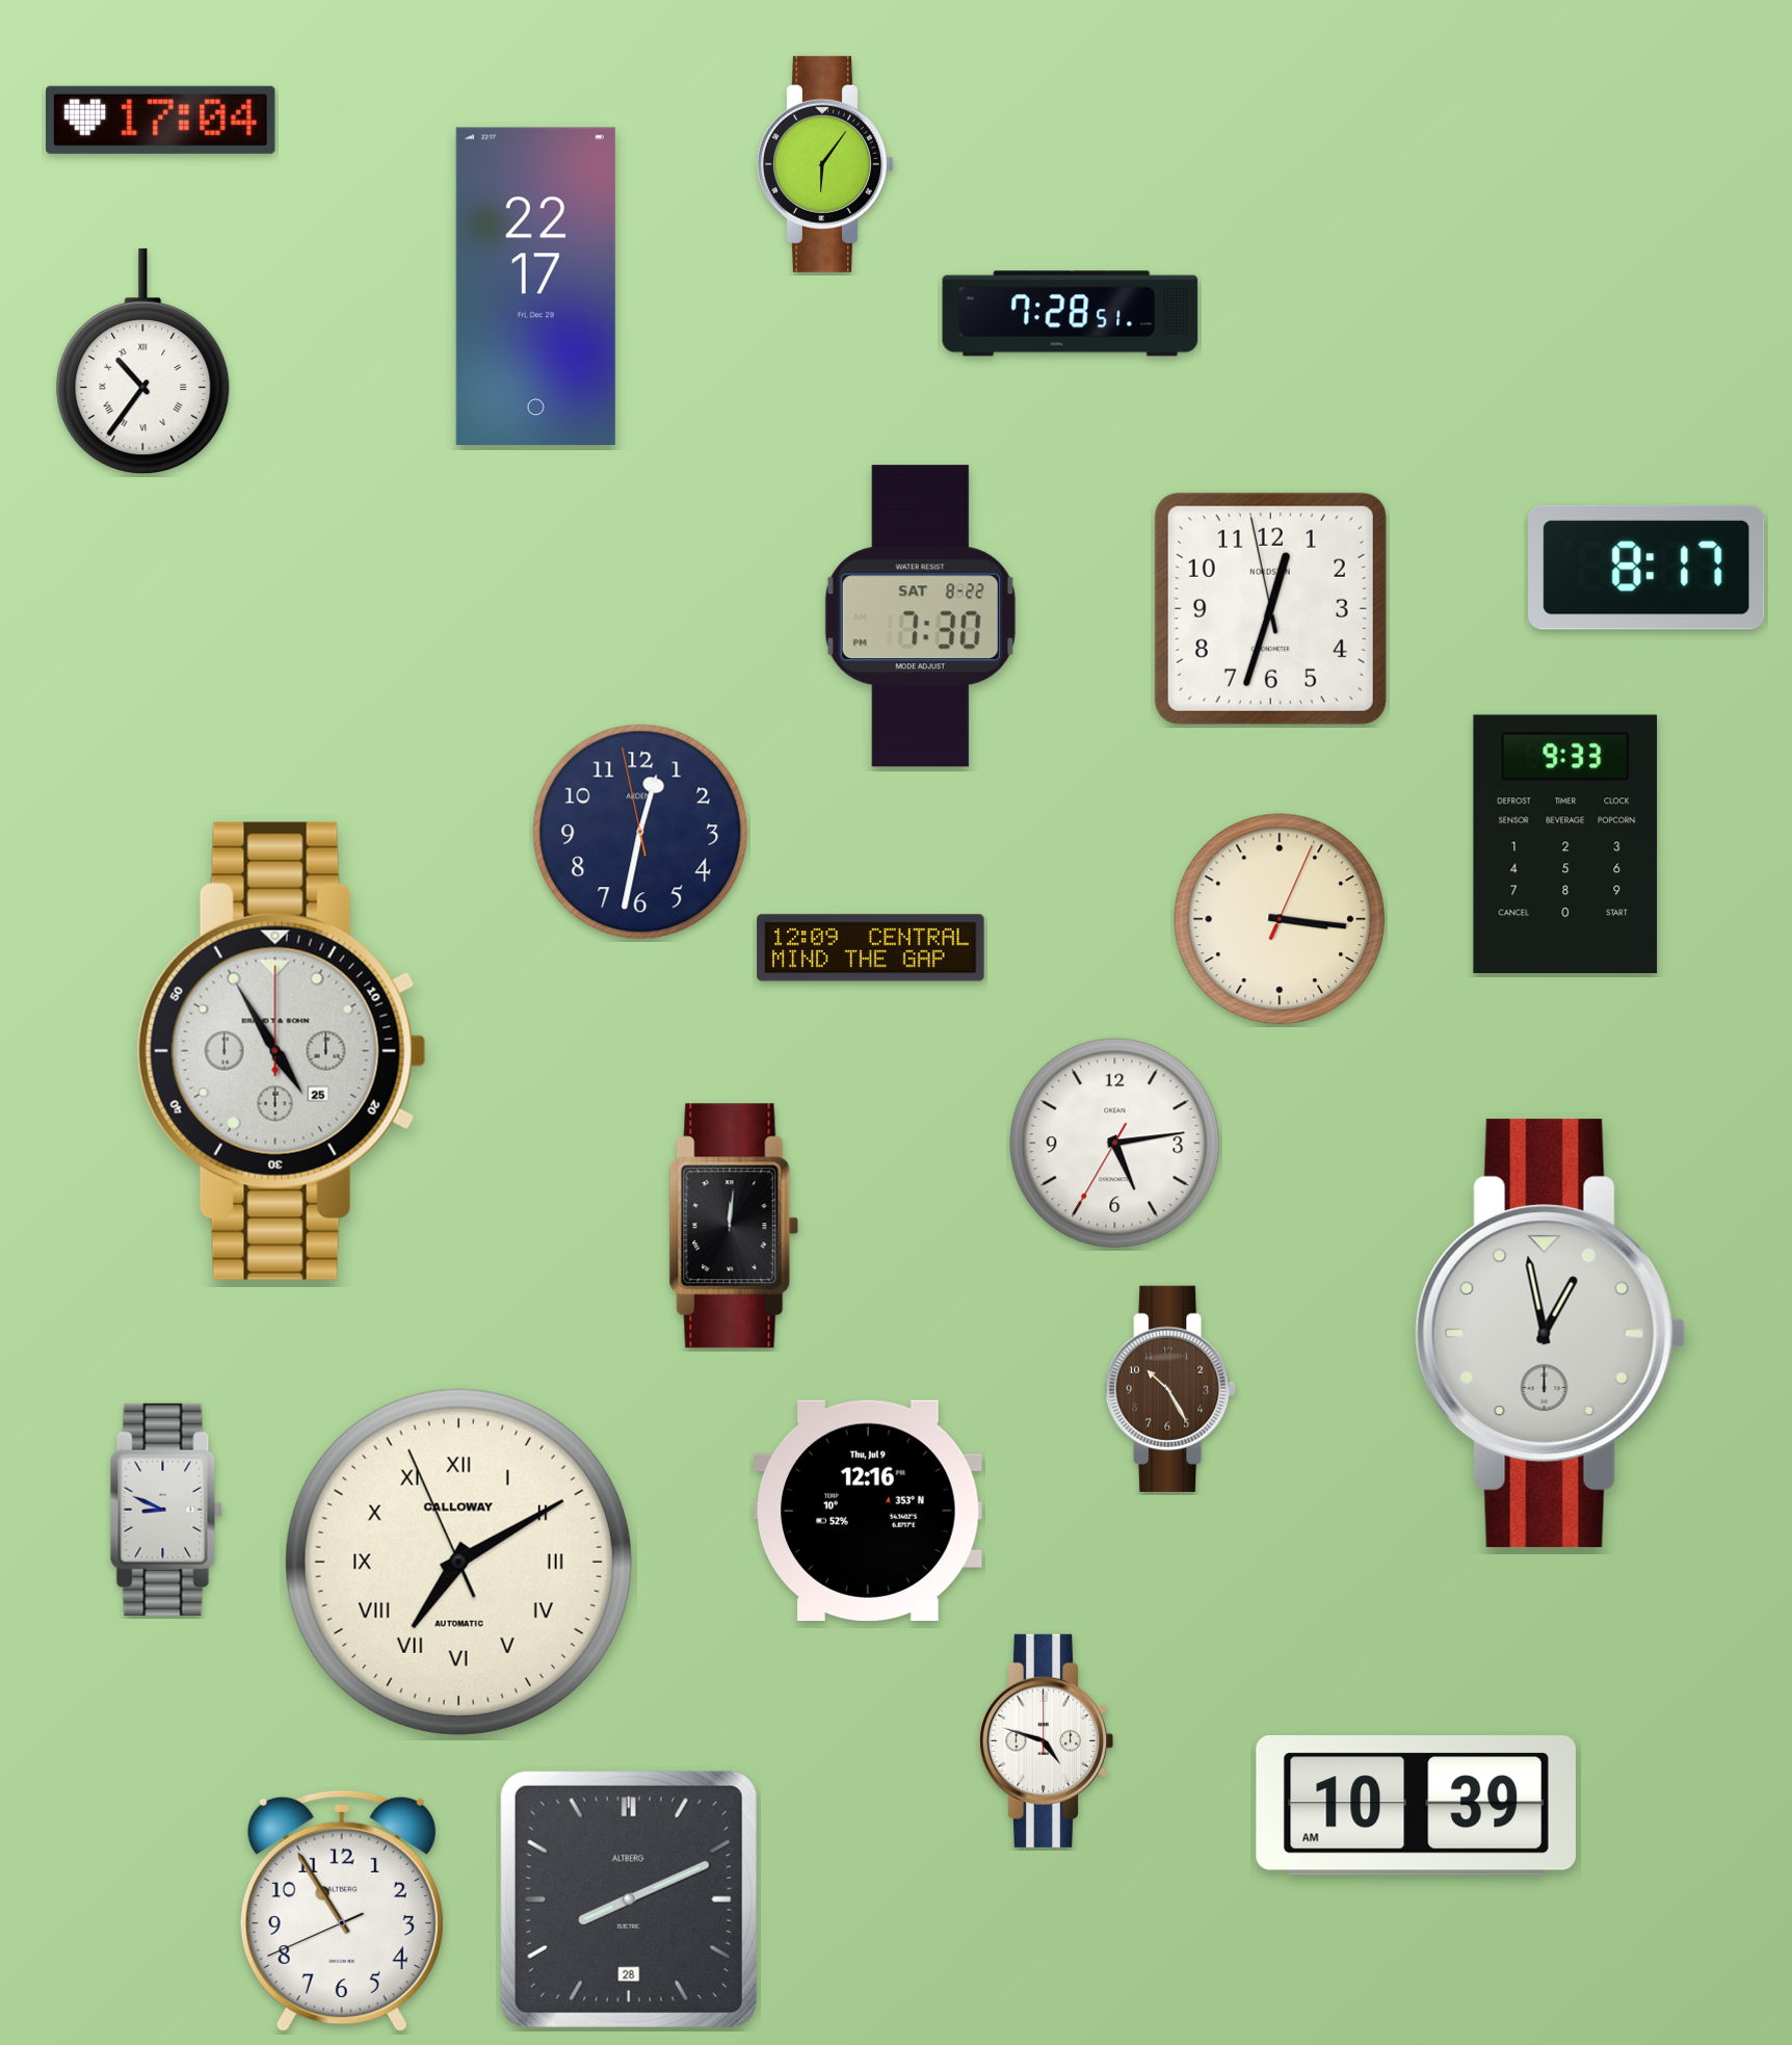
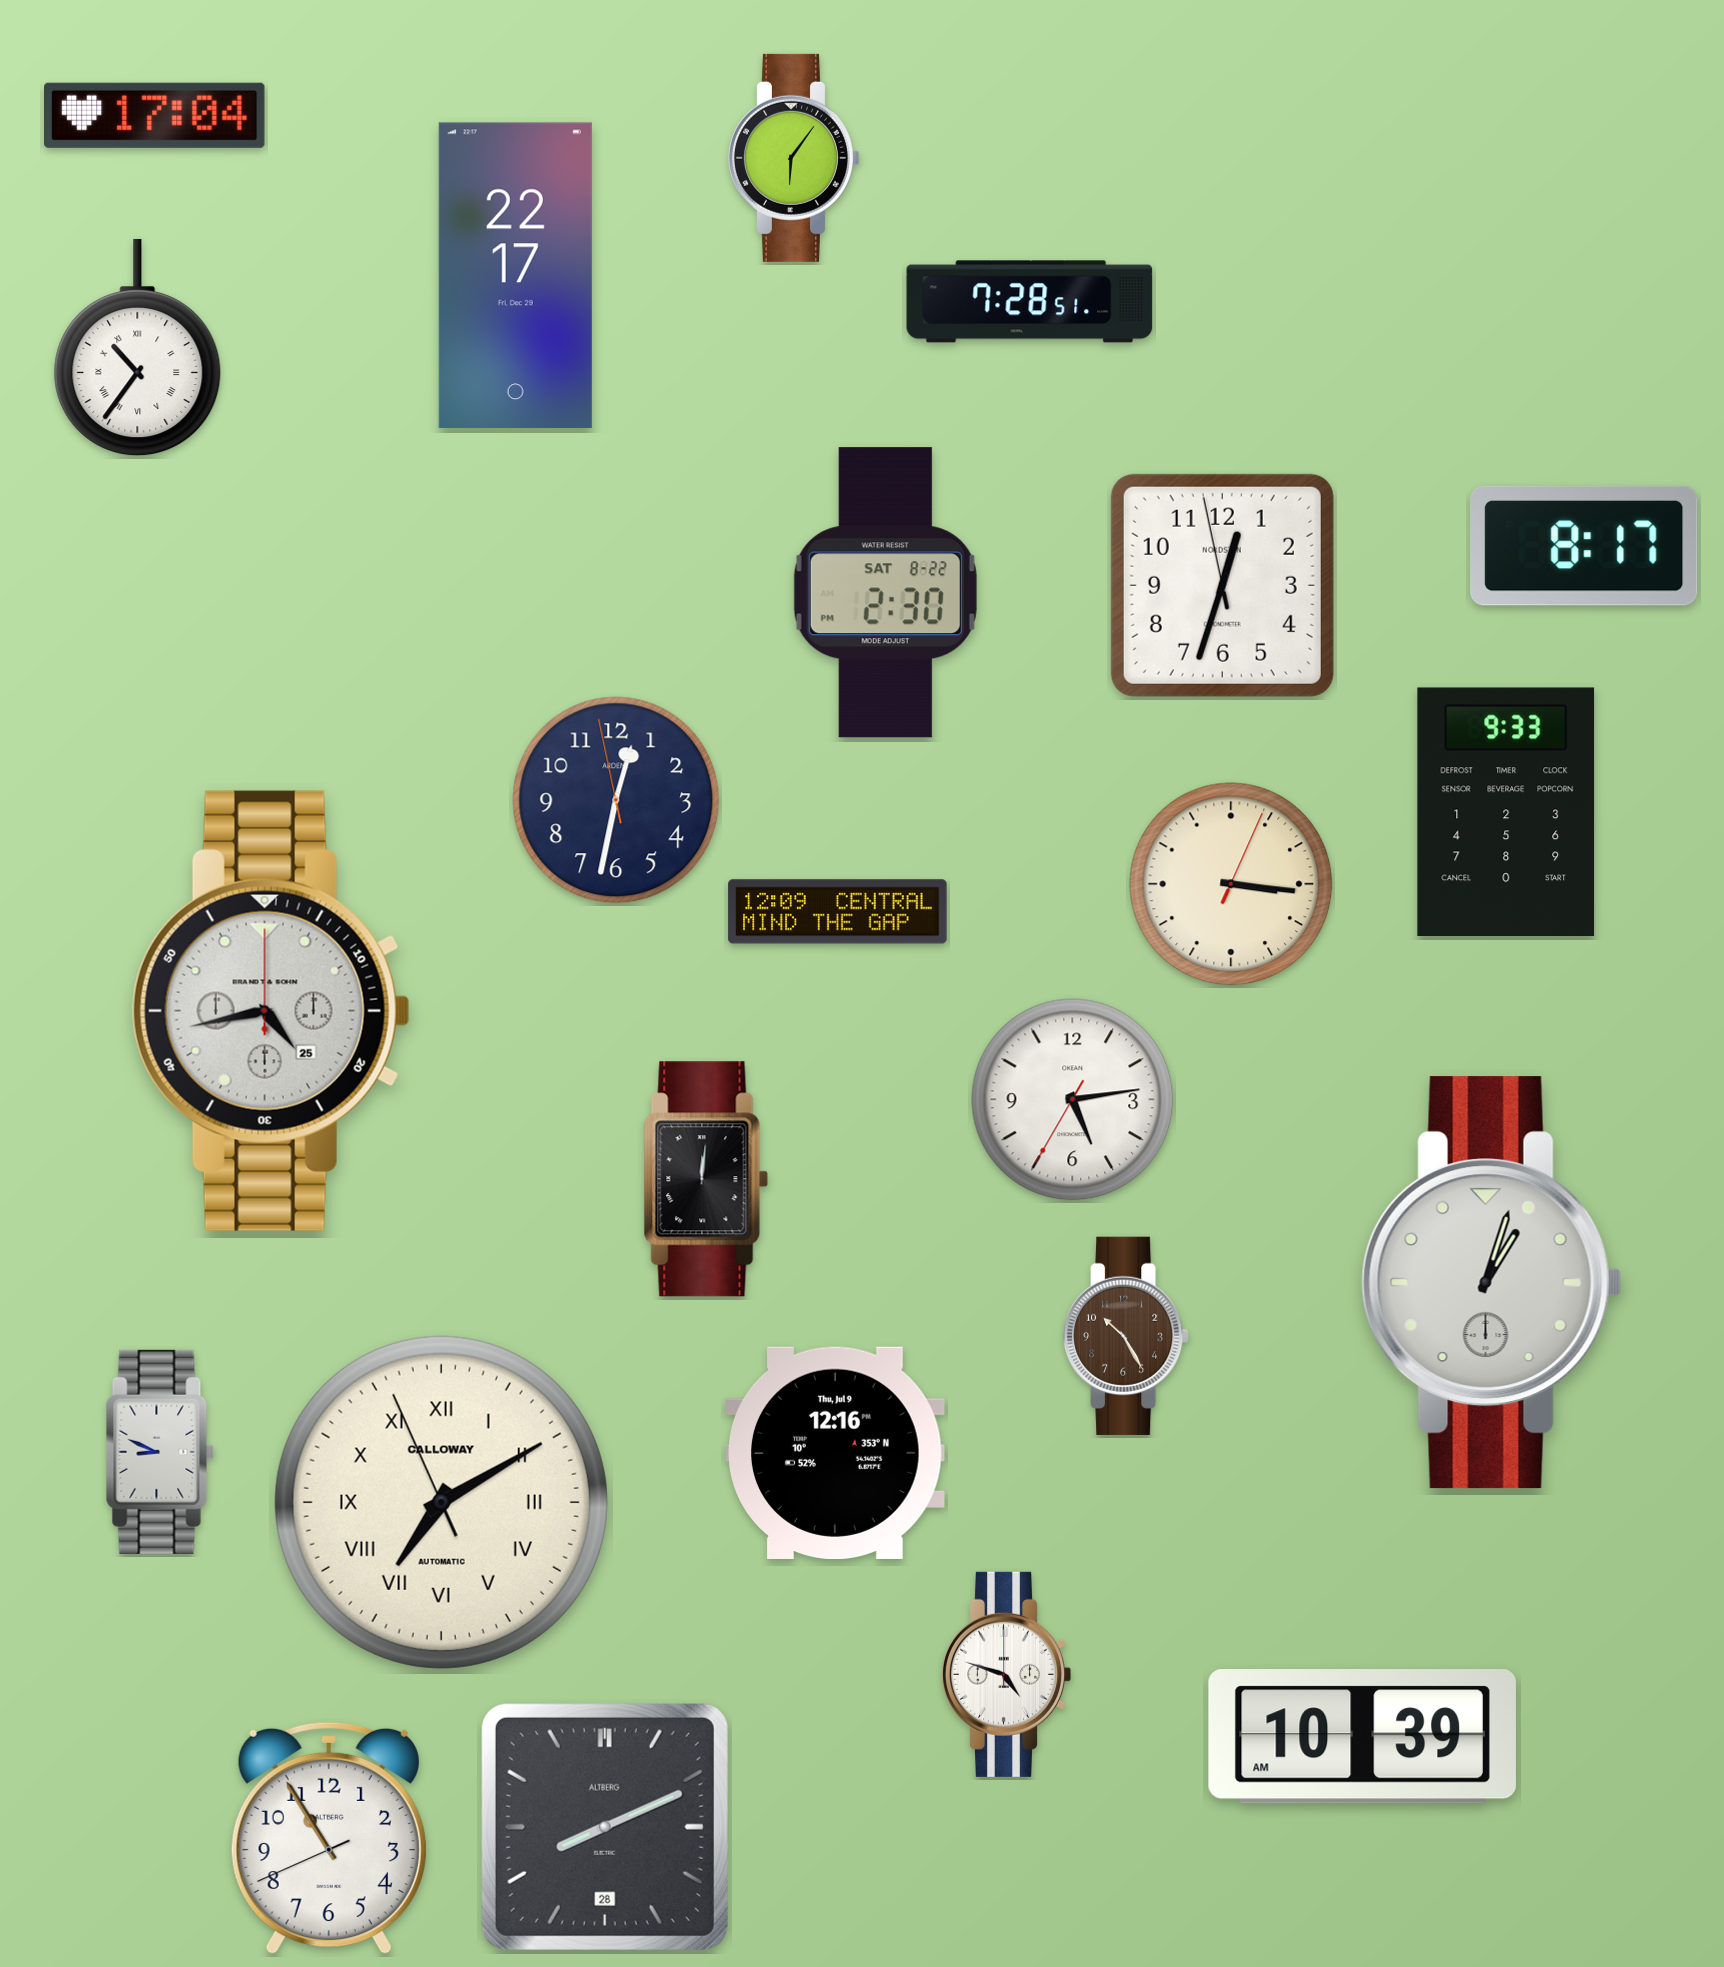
clock at (920, 617): 7:30 -> 2:30
clock at (282, 1051): 4:55 -> 4:43
clock at (1551, 1334): 12:58 -> 1:03
